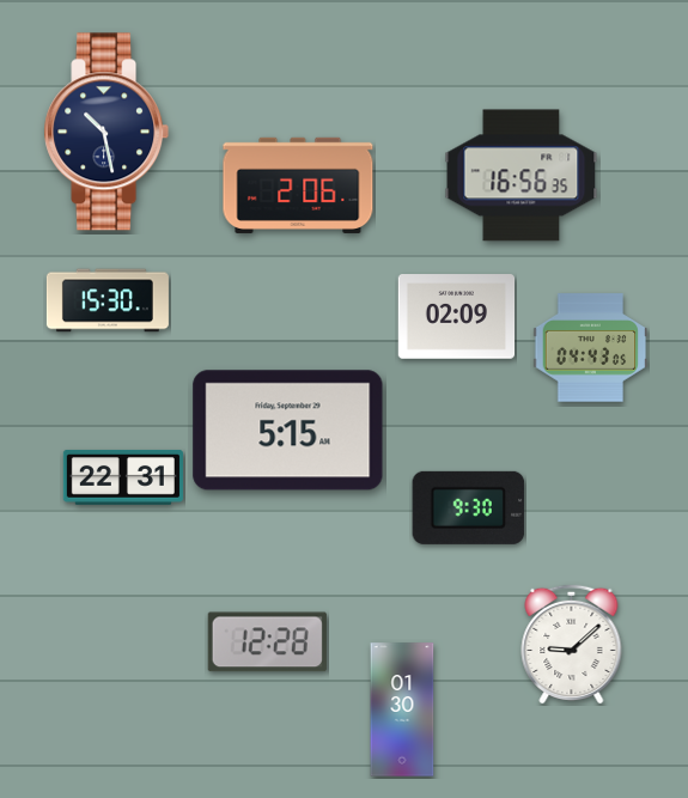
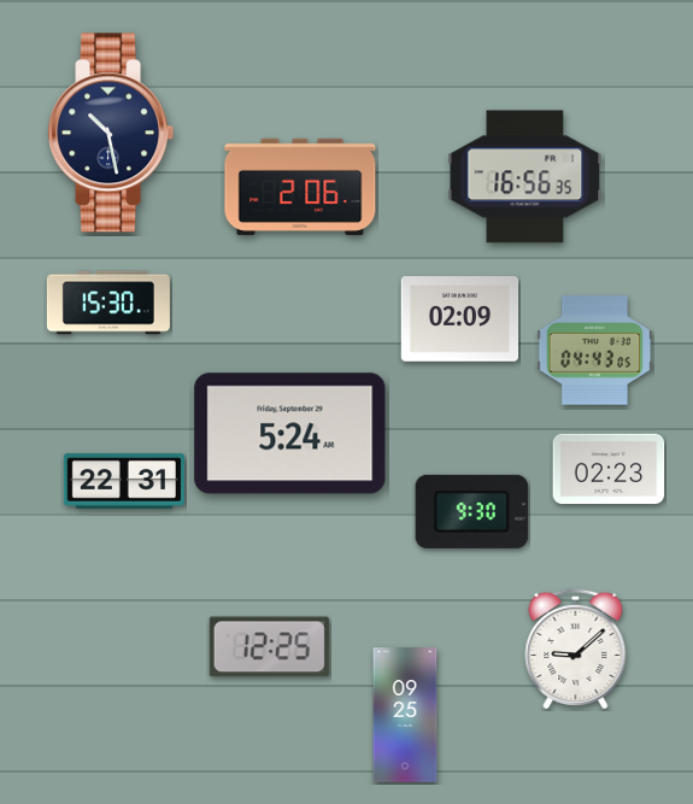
clock at (106, 132) position: (106, 132) -> (111, 133)
clock at (288, 431): 5:15 -> 5:24
clock at (609, 469): none -> 02:23
clock at (267, 642): 12:28 -> 12:25
clock at (402, 709): 01:30 -> 09:25
